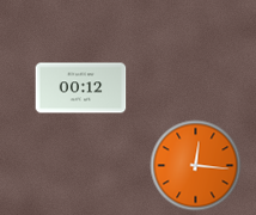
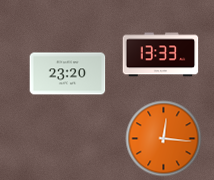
clock at (161, 55): none -> 13:33
clock at (81, 88): 00:12 -> 23:20
